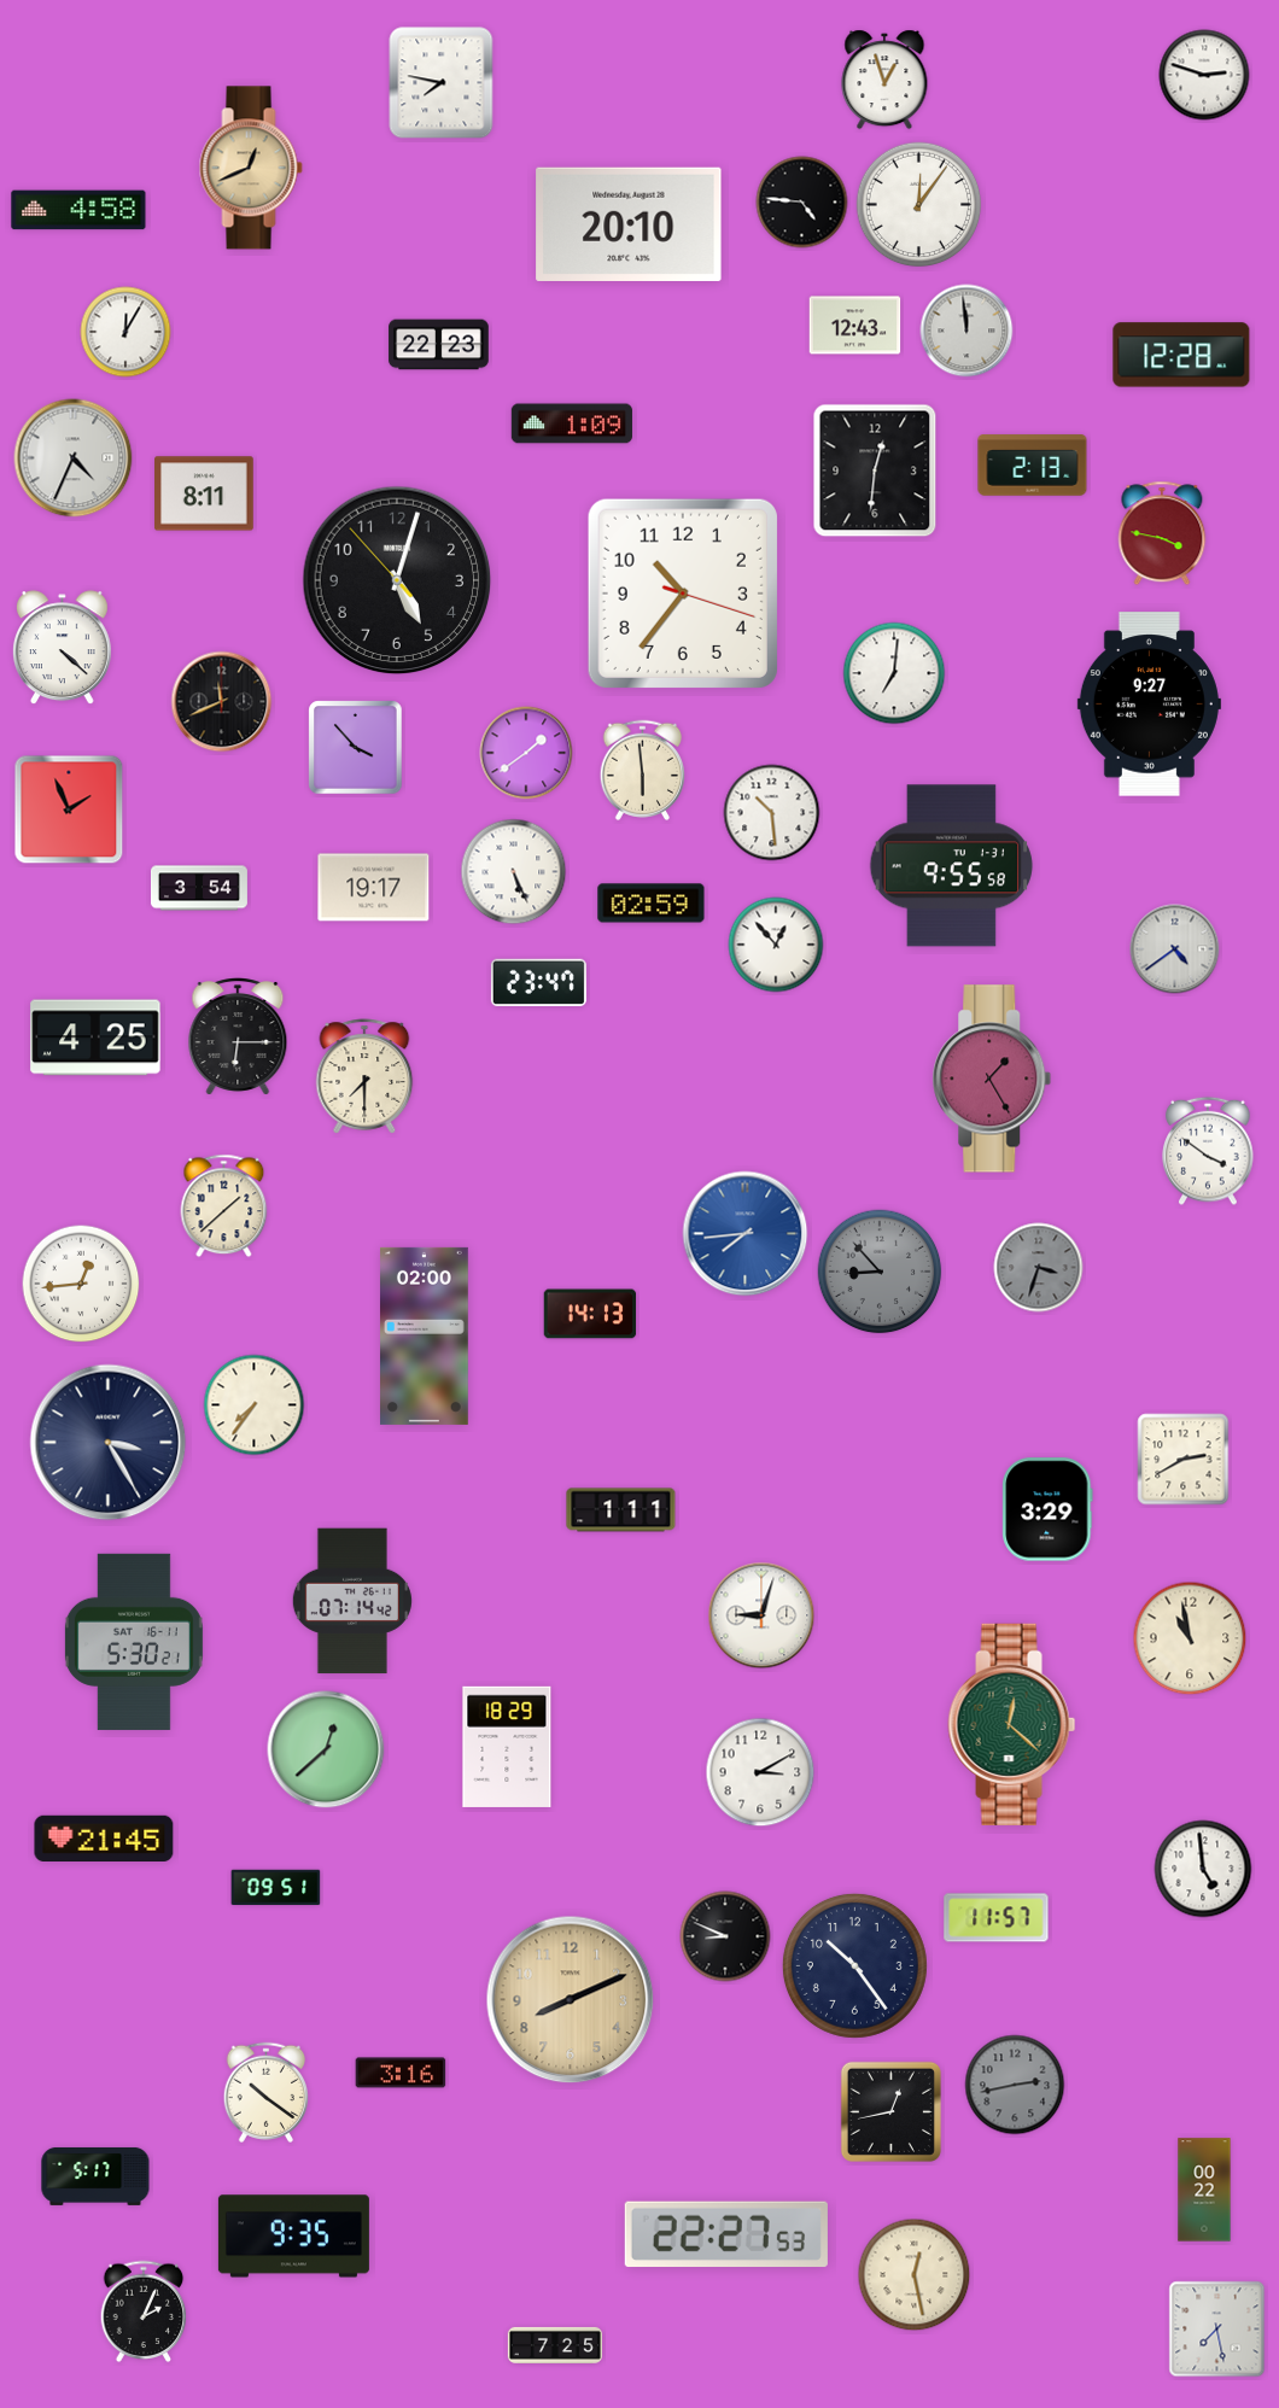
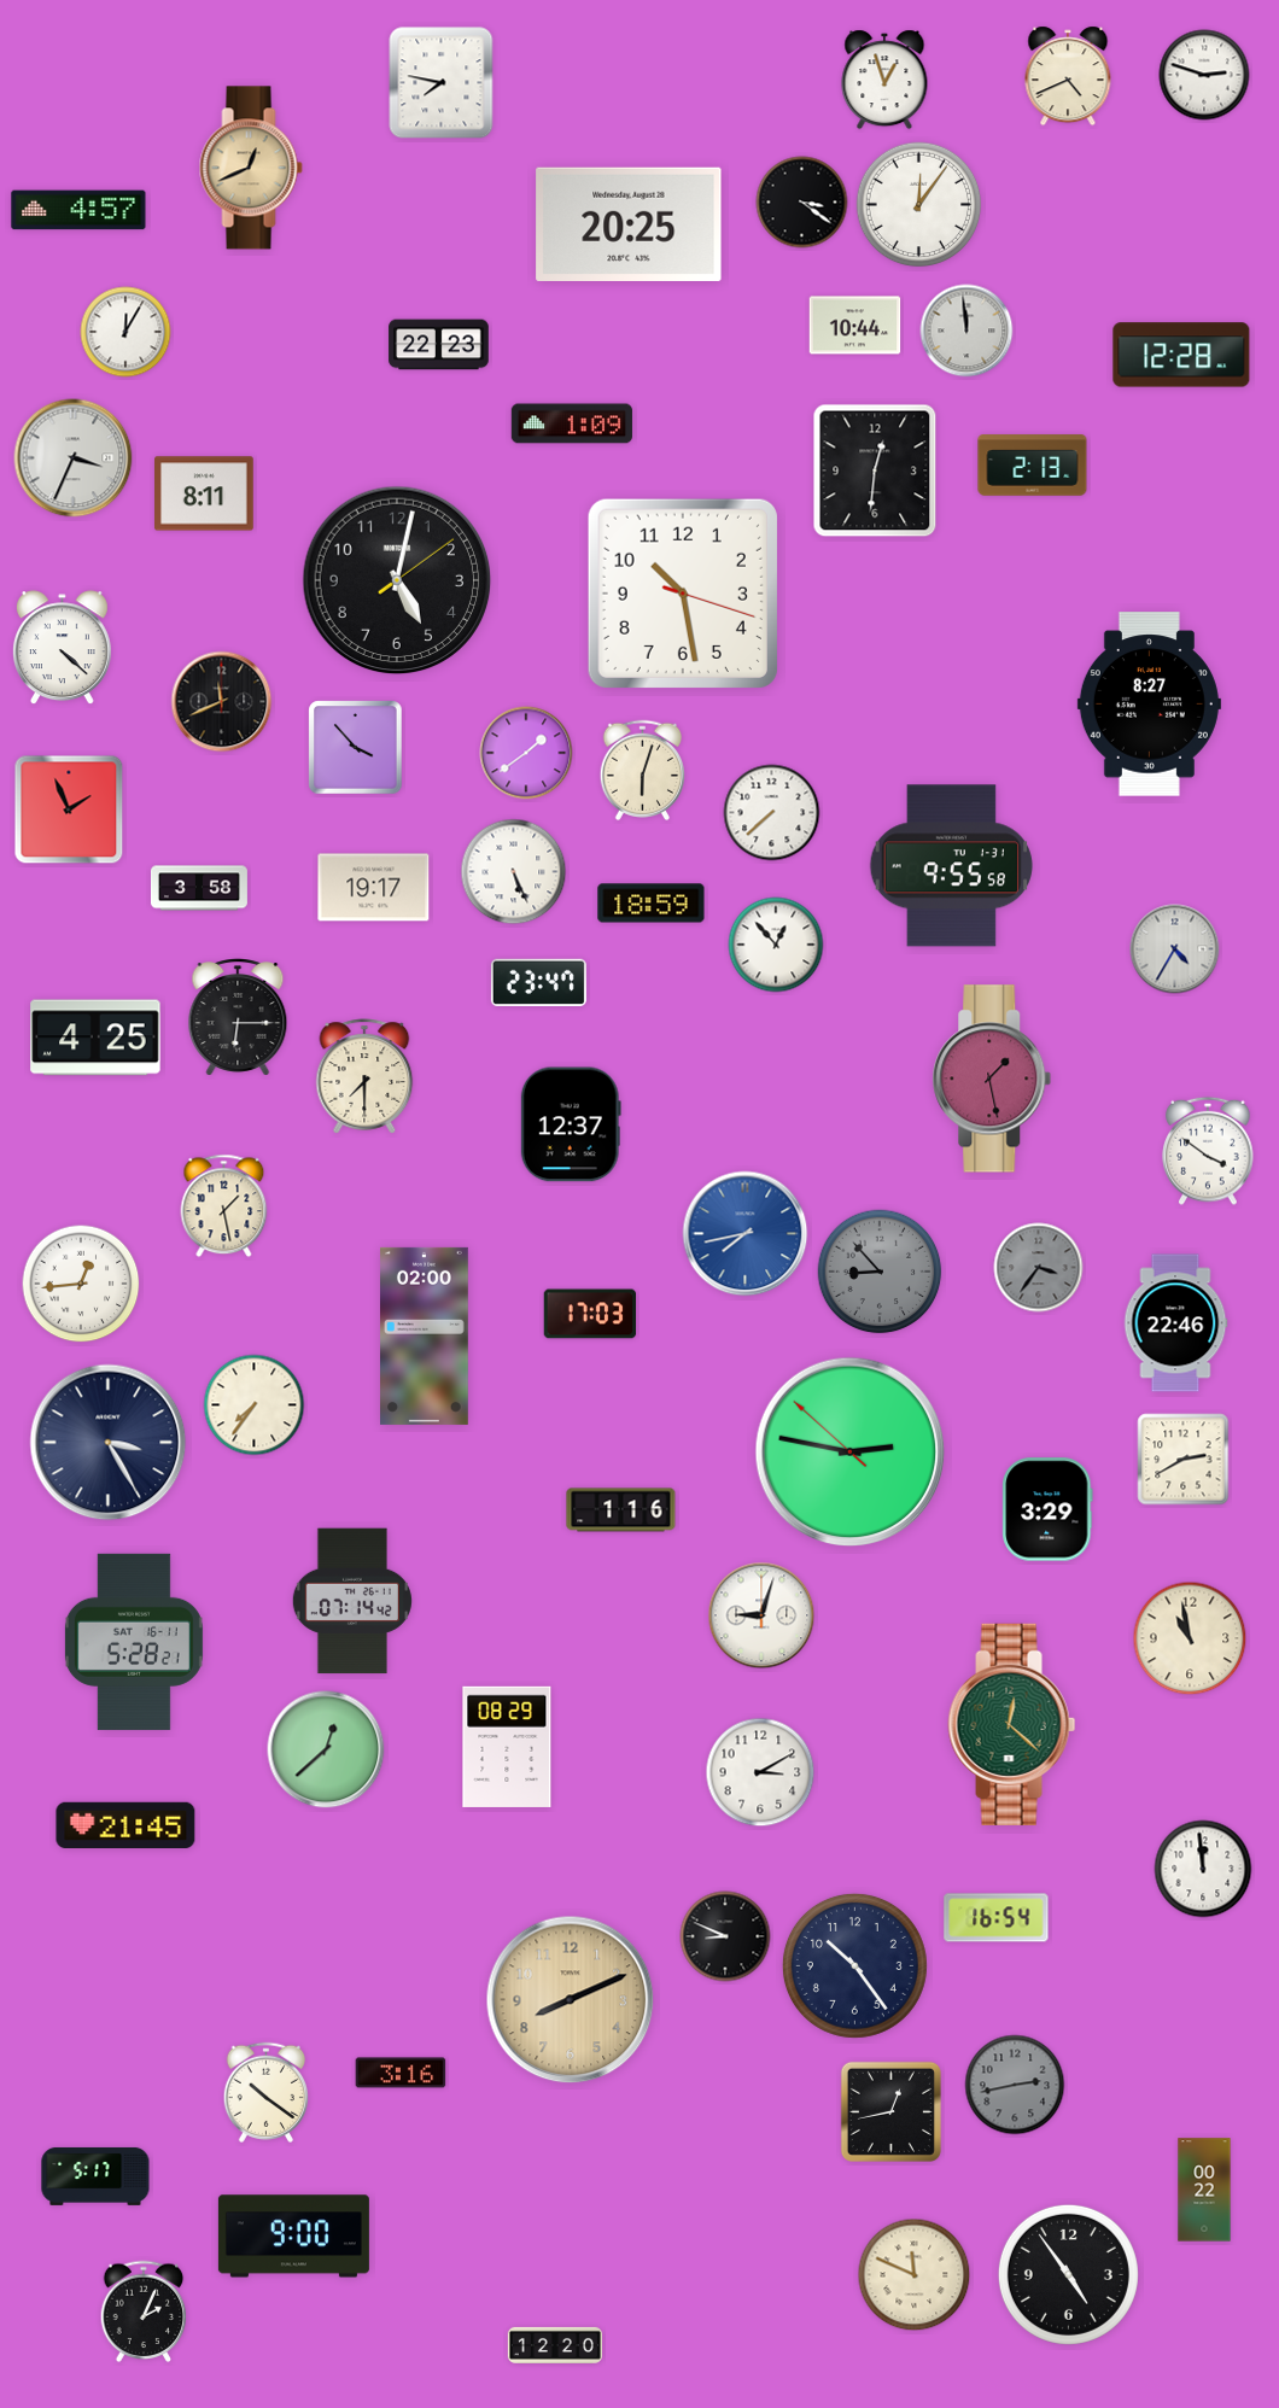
clock at (1068, 76): none -> 4:41
clock at (802, 203): 4:46 -> 3:21
clock at (78, 210): 4:58 -> 4:57
clock at (629, 224): 20:10 -> 20:25
clock at (855, 326): 12:43 -> 10:44
clock at (74, 458): 4:34 -> 3:34
clock at (1162, 533): 3:47 -> none
clock at (397, 580): 5:02:53 -> 5:02:09
clock at (683, 594): 10:36 -> 10:28
clock at (894, 673): 7:01 -> none
clock at (1149, 705): 9:27 -> 8:27
clock at (642, 770): 5:59 -> 6:03
clock at (772, 813): 10:29 -> 7:38
clock at (199, 888): 3:54 -> 3:58
clock at (652, 904): 02:59 -> 18:59
clock at (1175, 949): 4:39 -> 4:35
clock at (238, 1036) position: (238, 1036) -> (238, 1017)
clock at (992, 1079): 1:25 -> 1:28
clock at (571, 1124): none -> 12:37
clock at (224, 1206): 1:38 -> 1:28
clock at (746, 1234): 7:44 -> 7:43
clock at (1039, 1268): 3:33 -> 3:36
clock at (590, 1314): 14:13 -> 17:03
clock at (1175, 1323): none -> 22:46
clock at (851, 1453): none -> 2:46
clock at (621, 1510): 1:11 -> 1:16
clock at (134, 1642): 5:30 -> 5:28
clock at (507, 1747): 18:29 -> 08:29
clock at (104, 1837) position: (104, 1837) -> (125, 1824)
clock at (1203, 1869): 4:59 -> 11:59
clock at (276, 1888): 09:51 -> none
clock at (997, 1918): 11:57 -> 16:54
clock at (726, 2234): 22:27 -> none
clock at (293, 2237): 9:35 -> 9:00
clock at (1068, 2274): none -> 4:54
clock at (915, 2275): 12:28 -> 11:49
clock at (1217, 2330): 7:28 -> none
clock at (554, 2345): 7:25 -> 12:20
